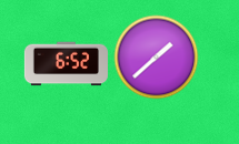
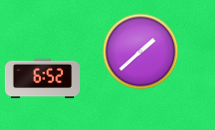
clock at (66, 64) position: (66, 64) -> (42, 79)
